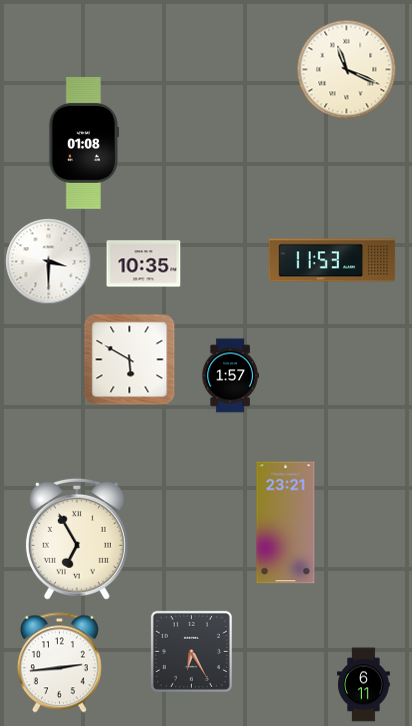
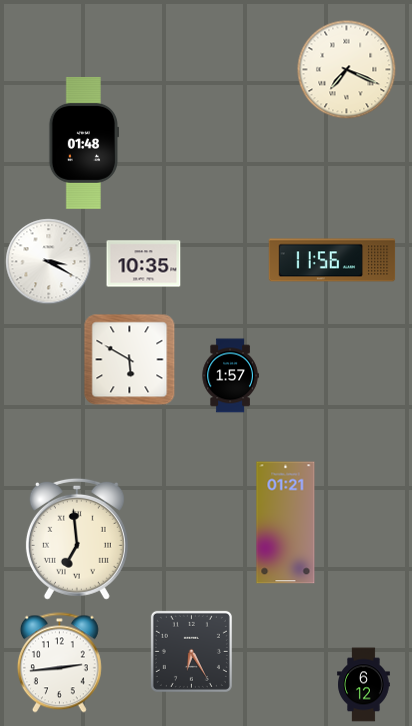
clock at (347, 70): 11:19 -> 7:19
clock at (84, 143): 01:08 -> 01:48
clock at (332, 260): 11:53 -> 11:56
clock at (49, 262): 3:30 -> 3:20
clock at (286, 523): 23:21 -> 01:21
clock at (77, 539): 6:55 -> 6:59
clock at (364, 685): 6:11 -> 6:12
